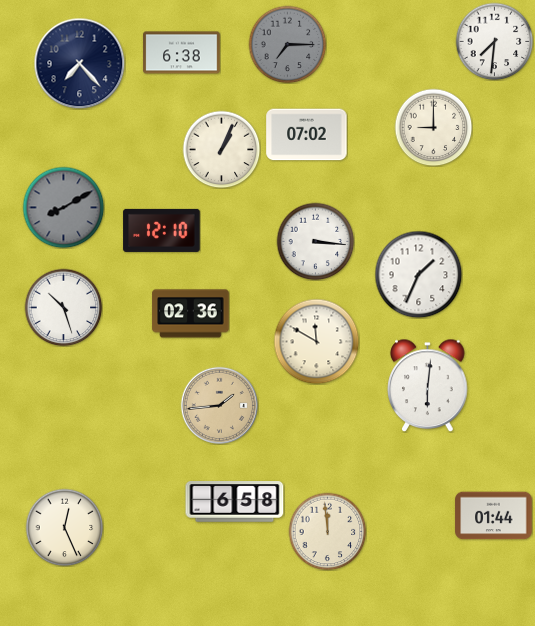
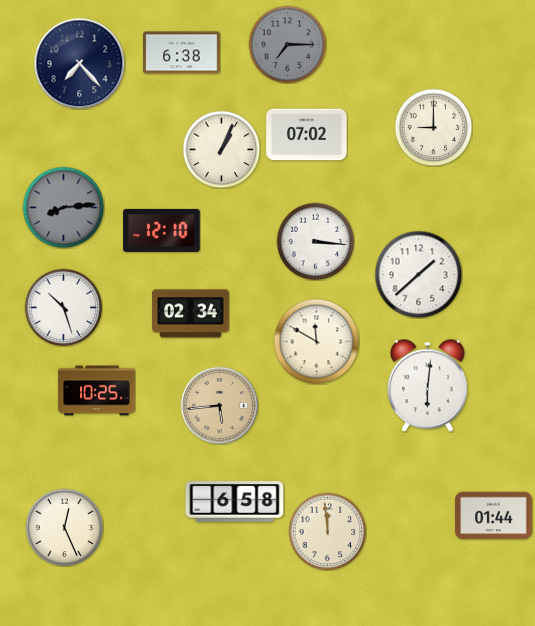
clock at (494, 41): 7:31 -> none
clock at (63, 207): 8:10 -> 8:14
clock at (418, 274): 1:34 -> 1:38
clock at (191, 314): 02:36 -> 02:34
clock at (97, 391): none -> 10:25
clock at (219, 405): 1:44 -> 5:44
